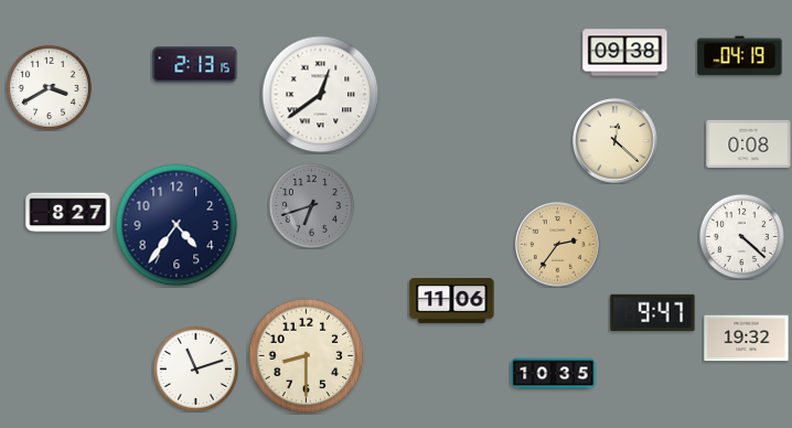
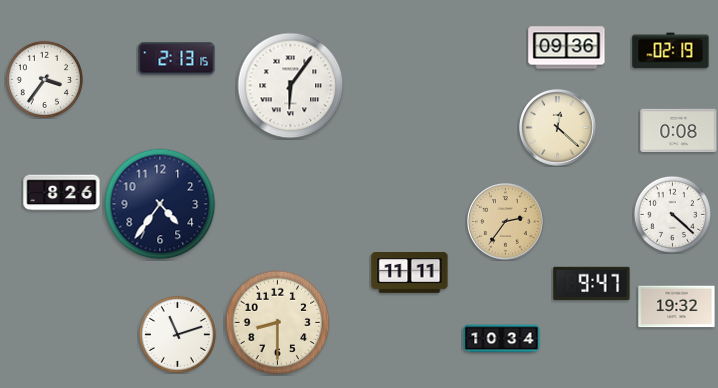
clock at (625, 53): 09:38 -> 09:36
clock at (740, 56): 04:19 -> 02:19
clock at (49, 87): 3:40 -> 3:36
clock at (321, 95): 12:39 -> 6:06
clock at (311, 205): 6:42 -> none
clock at (68, 213): 8:27 -> 8:26
clock at (452, 301): 11:06 -> 11:11
clock at (554, 374): 10:35 -> 10:34
